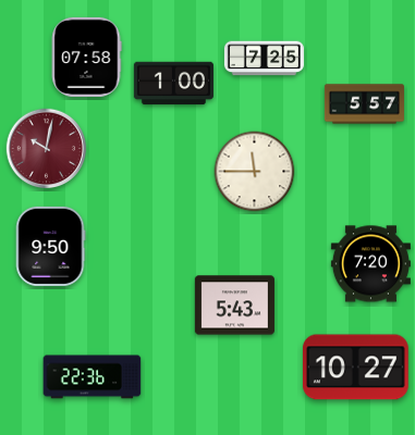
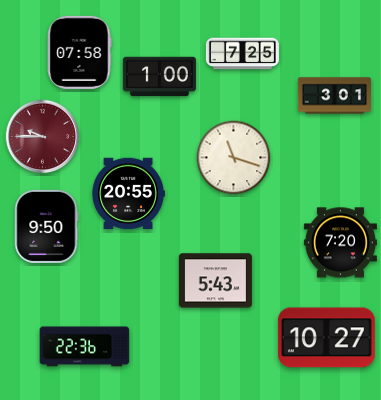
clock at (364, 104): 5:57 -> 3:01
clock at (47, 149): 10:02 -> 9:45
clock at (255, 172): 11:45 -> 11:18
clock at (128, 194): none -> 20:55
